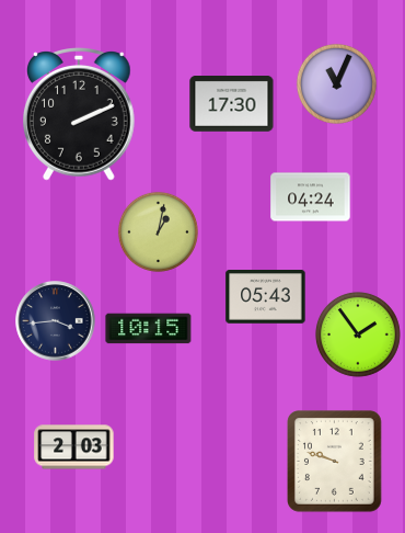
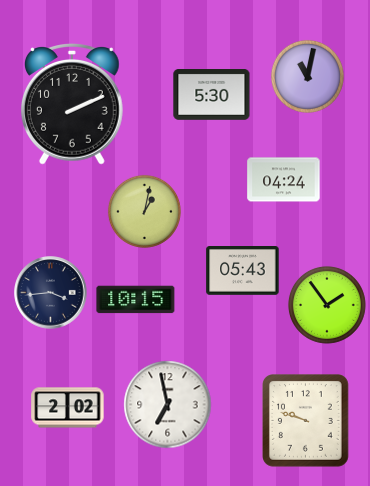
clock at (336, 83): 11:04 -> 11:02
clock at (232, 104): 17:30 -> 5:30
clock at (168, 405): none -> 6:58
clock at (74, 447): 2:03 -> 2:02
